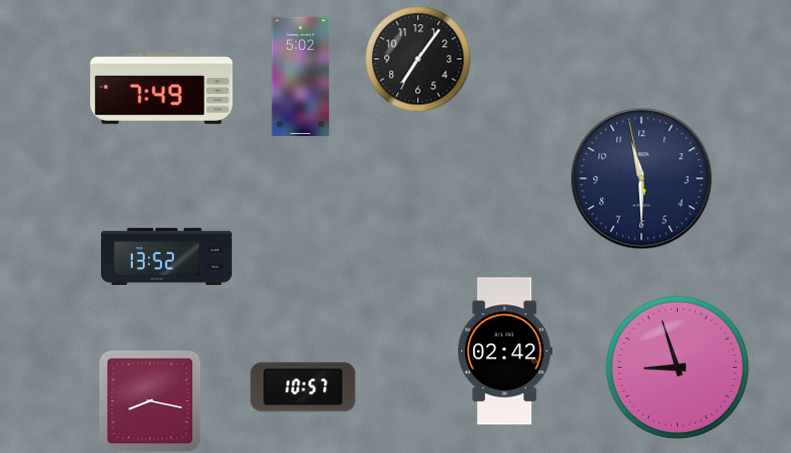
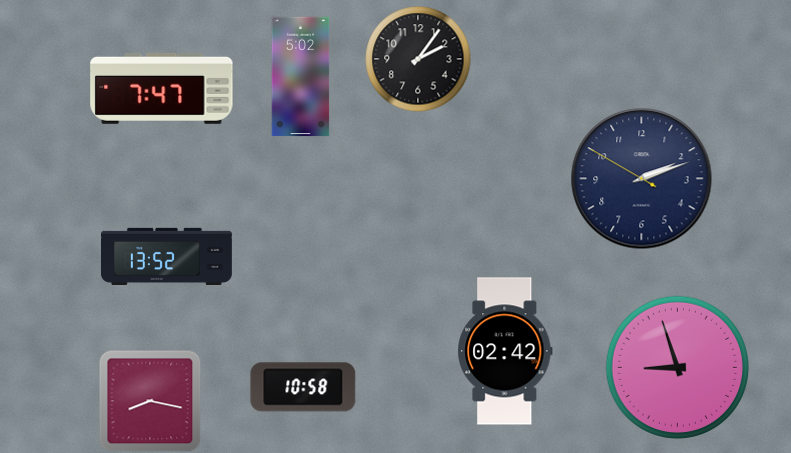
clock at (418, 59): 7:06 -> 2:06
clock at (162, 88): 7:49 -> 7:47
clock at (642, 179): 11:29 -> 2:11
clock at (303, 387): 10:57 -> 10:58
